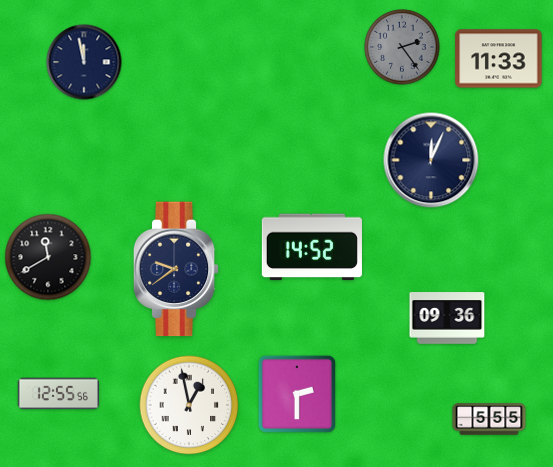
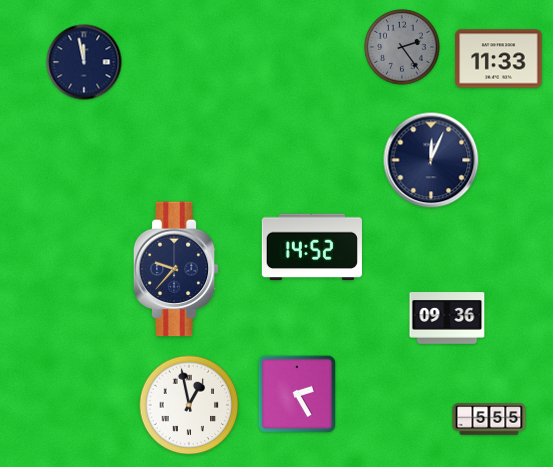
clock at (48, 257): 11:40 -> none
clock at (176, 269): 9:39 -> 9:37
clock at (296, 393): 2:30 -> 2:25
clock at (58, 394): 12:55 -> none
